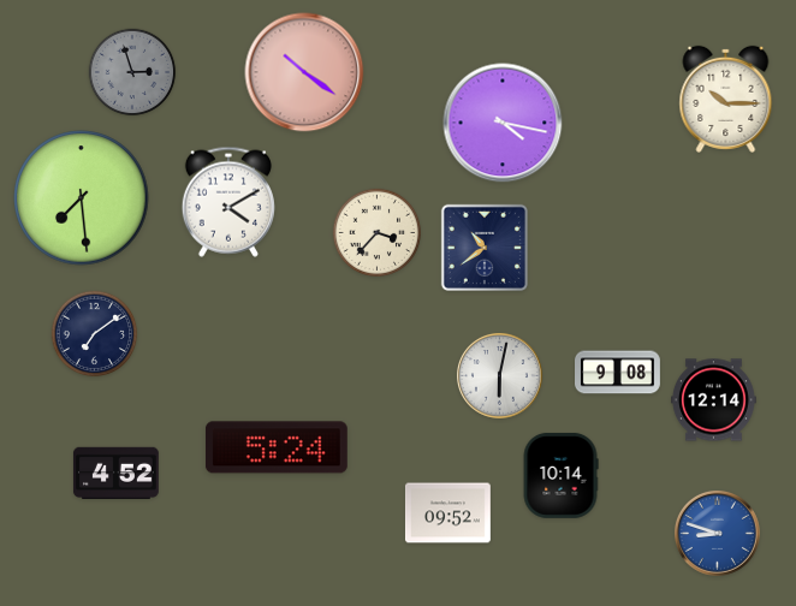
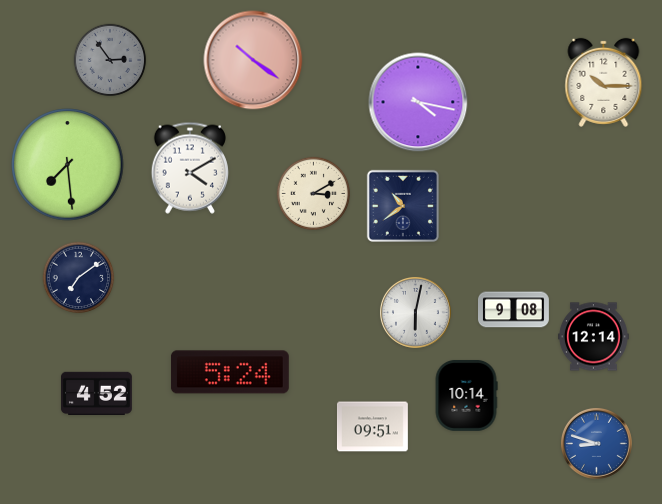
clock at (132, 72): 2:57 -> 2:54
clock at (376, 232): 3:37 -> 3:10
clock at (713, 400) position: (713, 400) -> (593, 337)
clock at (449, 513): 09:52 -> 09:51
